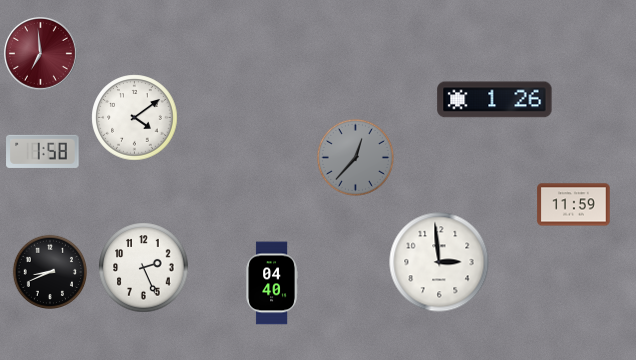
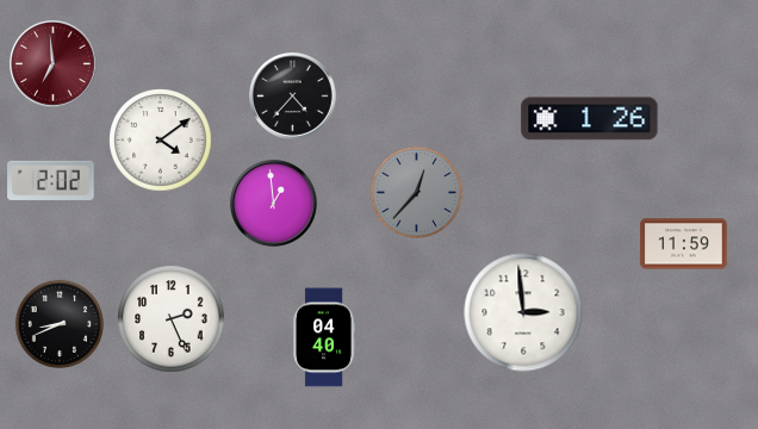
clock at (41, 54) position: (41, 54) -> (54, 64)
clock at (293, 97): none -> 4:37
clock at (43, 151): 1:58 -> 2:02
clock at (355, 157) position: (355, 157) -> (416, 192)
clock at (274, 204): none -> 12:59
